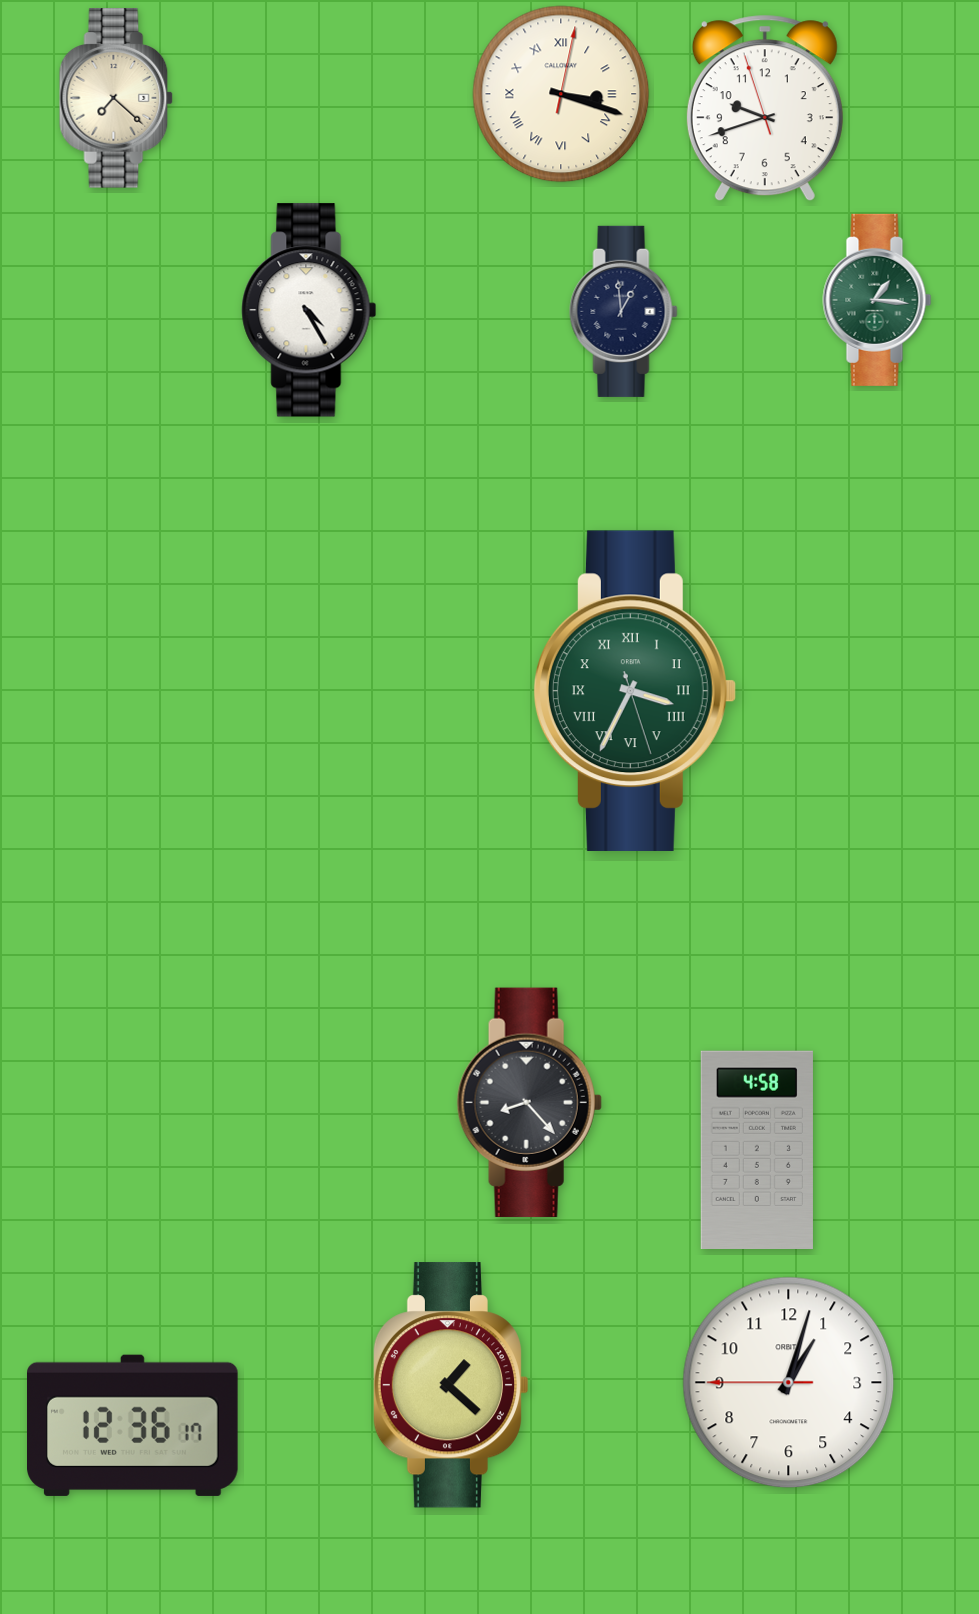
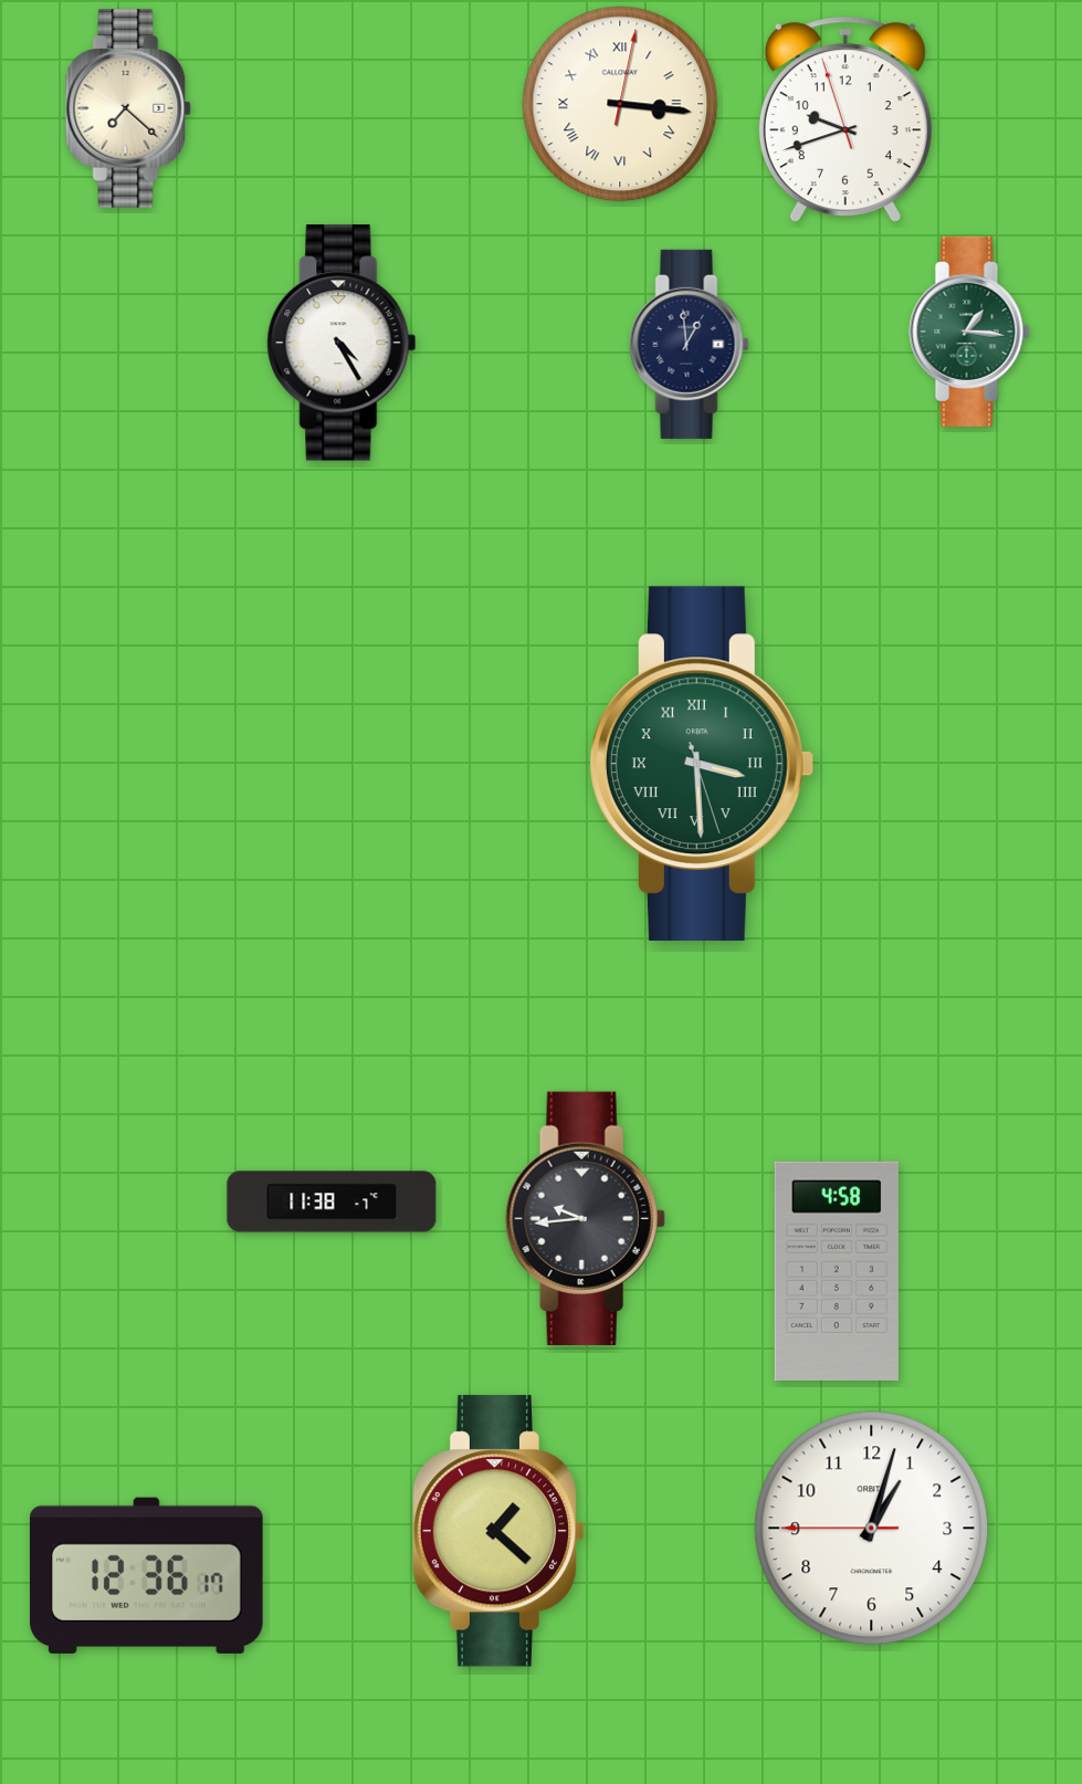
clock at (561, 94): 3:18 -> 3:16
clock at (634, 691): 3:34 -> 3:29
clock at (332, 1201): none -> 11:38
clock at (529, 1102): 8:23 -> 9:44
